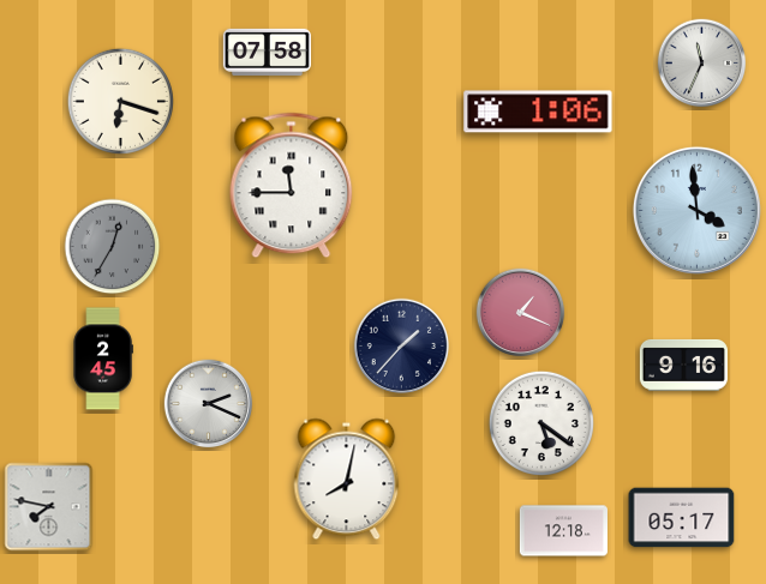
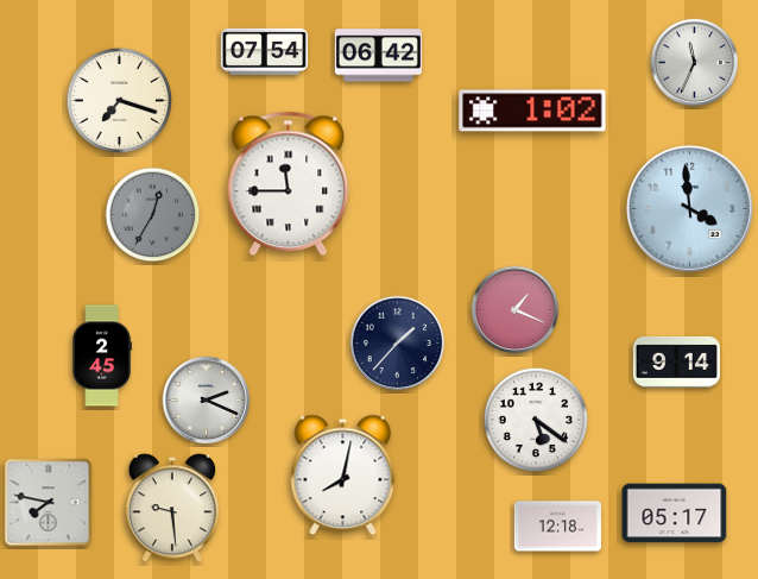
clock at (267, 52): 07:58 -> 07:54
clock at (378, 56): none -> 06:42
clock at (120, 101): 6:18 -> 7:18
clock at (538, 112): 1:06 -> 1:02
clock at (113, 247) position: (113, 247) -> (153, 215)
clock at (683, 365): 9:16 -> 9:14
clock at (172, 508): none -> 9:29
